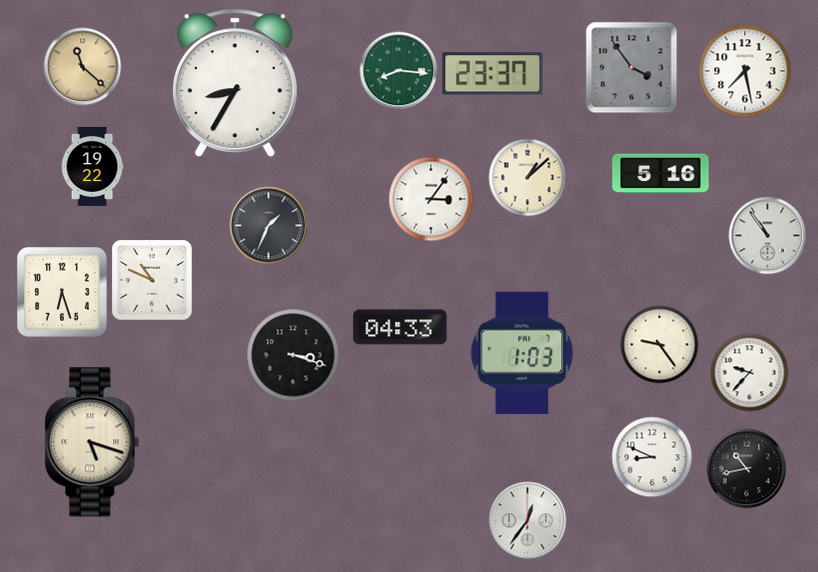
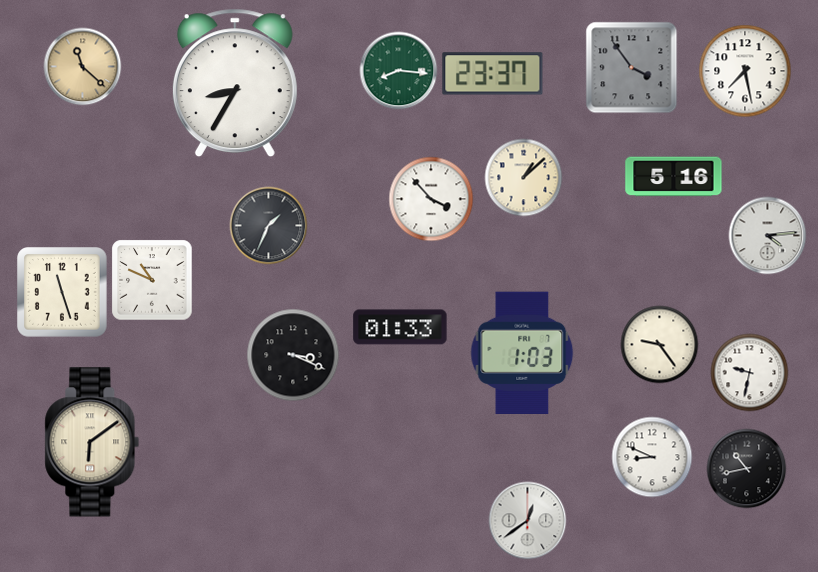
clock at (92, 166): 19:22 -> none
clock at (661, 174) position: (661, 174) -> (674, 177)
clock at (527, 177) position: (527, 177) -> (523, 177)
clock at (431, 199): 3:06 -> 3:53
clock at (767, 235): 10:54 -> 4:14
clock at (62, 292): 6:27 -> 11:27
clock at (400, 327): 04:33 -> 01:33
clock at (293, 355): 3:18 -> 3:19
clock at (749, 372): 9:37 -> 9:32
clock at (92, 442): 5:18 -> 6:09
clock at (527, 520): 12:36 -> 12:39
